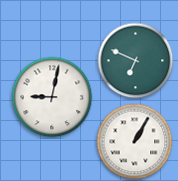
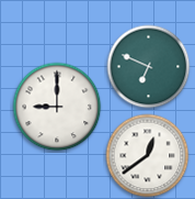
clock at (52, 97): 9:02 -> 9:00
clock at (135, 142): 1:05 -> 12:39
